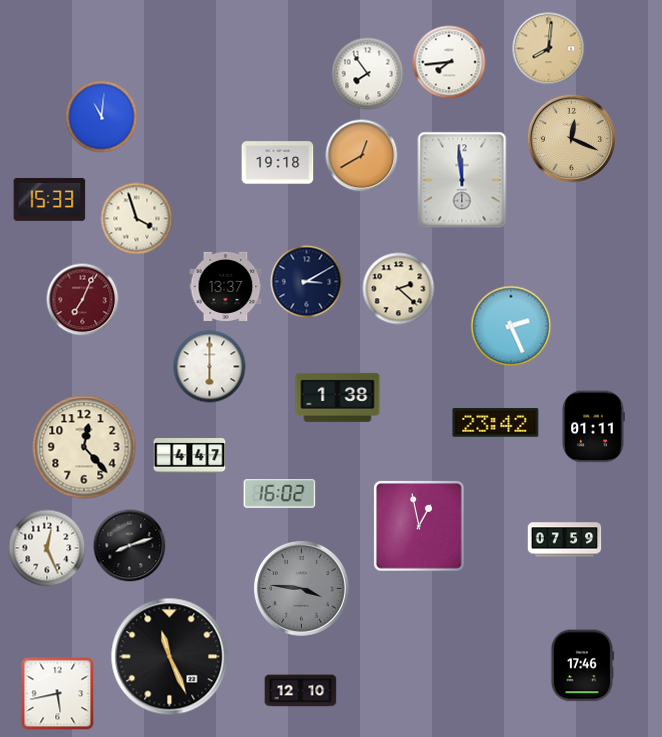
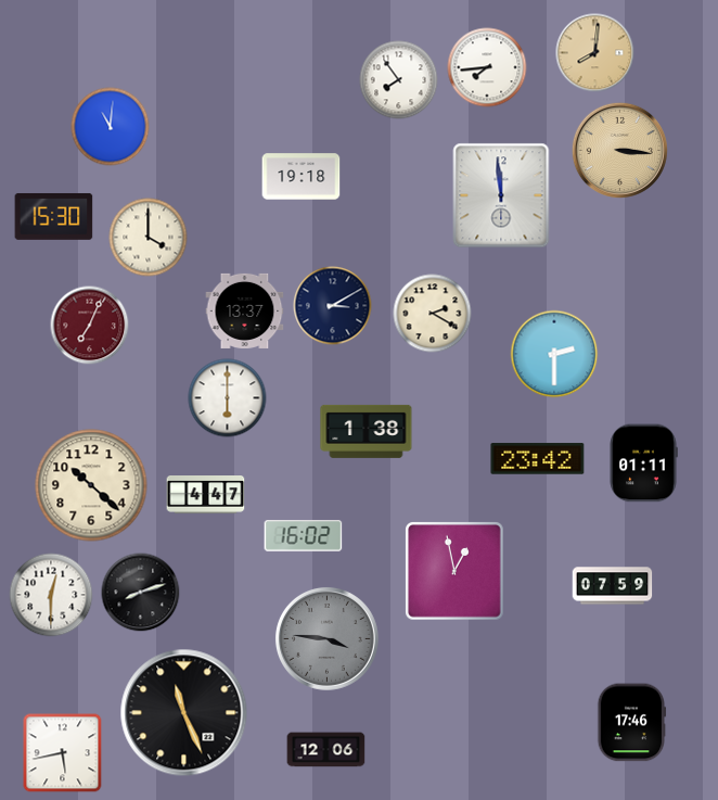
clock at (571, 138): 12:19 -> 3:16
clock at (362, 156): 12:40 -> none
clock at (50, 199): 15:33 -> 15:30
clock at (137, 219): 3:57 -> 4:00
clock at (399, 289): 2:22 -> 2:20
clock at (511, 326): 2:26 -> 2:30
clock at (84, 447): 12:23 -> 10:22
clock at (47, 548): 12:26 -> 12:30
clock at (301, 691): 12:10 -> 12:06
